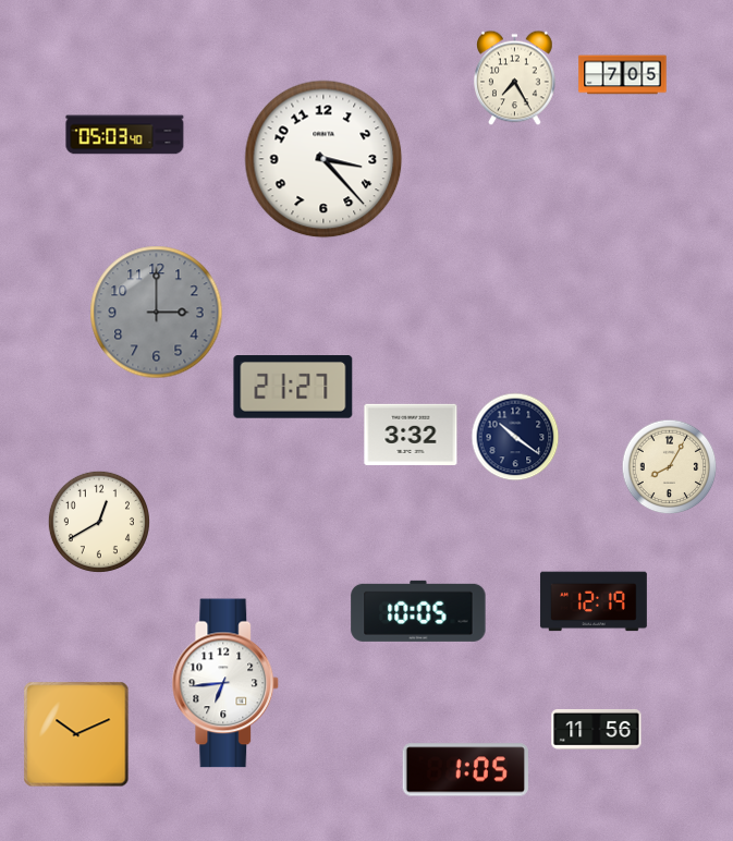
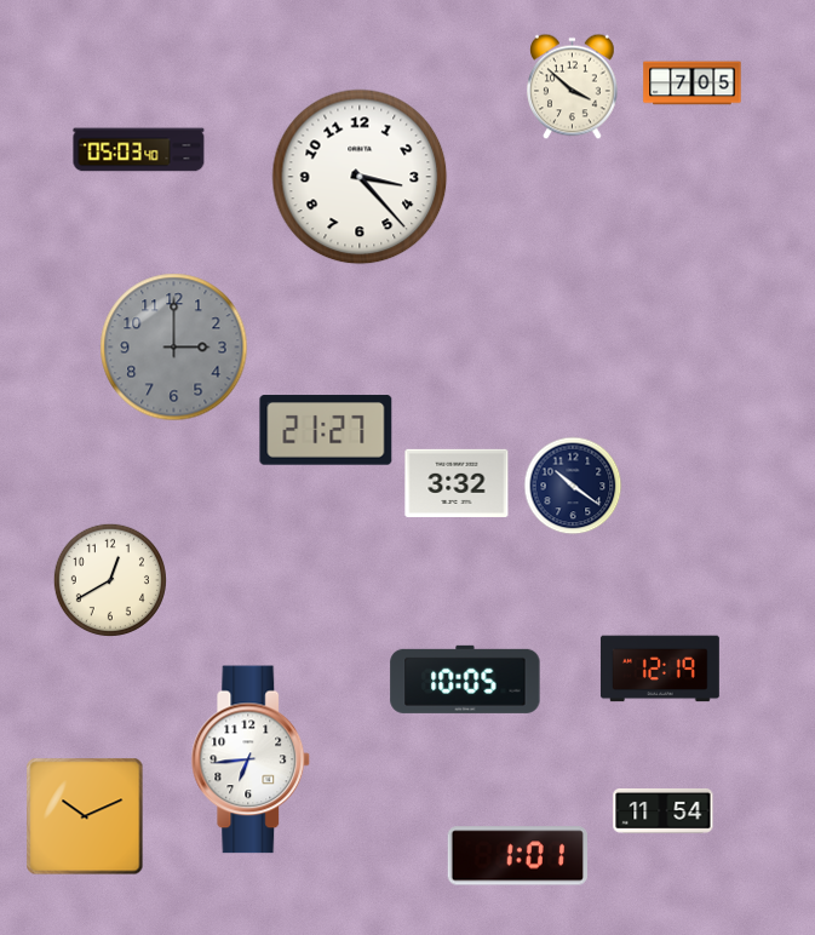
clock at (515, 78): 7:25 -> 3:52
clock at (670, 467): 8:05 -> none
clock at (597, 729): 11:56 -> 11:54
clock at (465, 770): 1:05 -> 1:01
